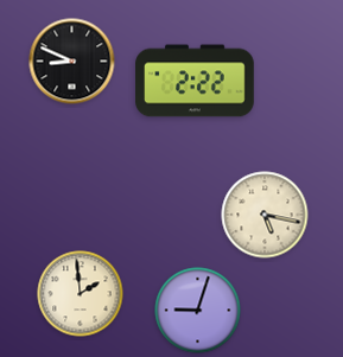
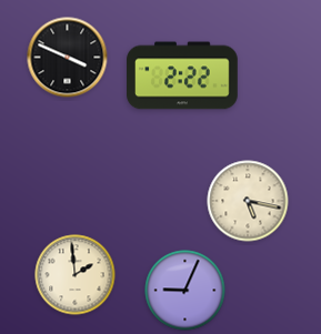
clock at (72, 62): 8:49 -> 3:49
clock at (198, 311): 9:03 -> 9:04
